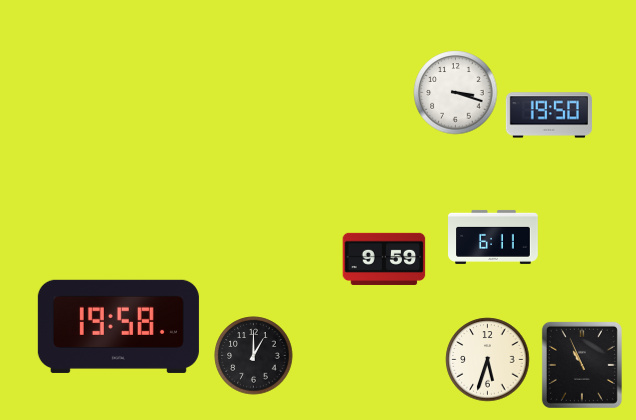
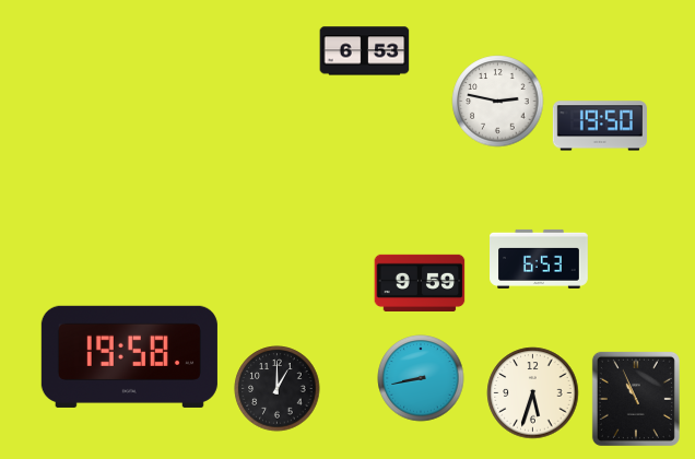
clock at (365, 51): none -> 6:53
clock at (456, 93): 3:18 -> 2:47
clock at (494, 237): 6:11 -> 6:53
clock at (421, 378): none -> 8:43
